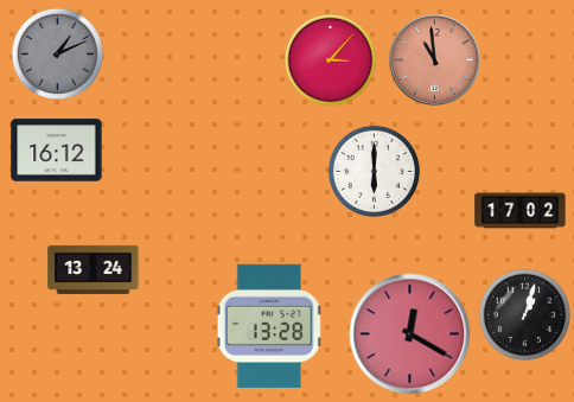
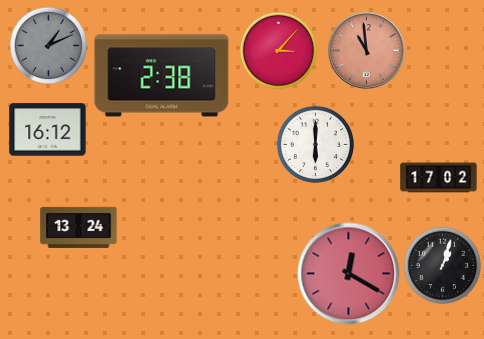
clock at (162, 76): none -> 2:38
clock at (57, 151) position: (57, 151) -> (48, 130)
clock at (269, 326): 13:28 -> none
clock at (410, 334) position: (410, 334) -> (349, 274)
